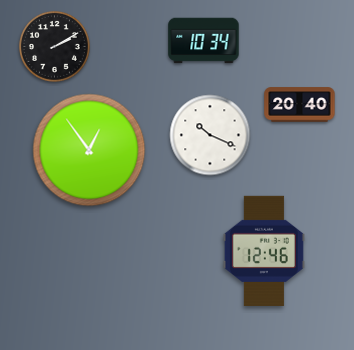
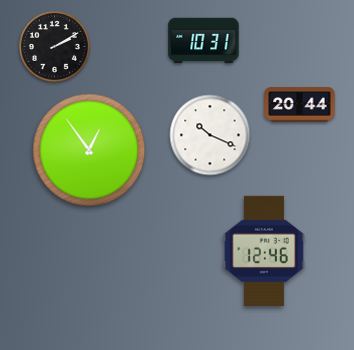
clock at (204, 41): 10:34 -> 10:31
clock at (300, 105): 20:40 -> 20:44
